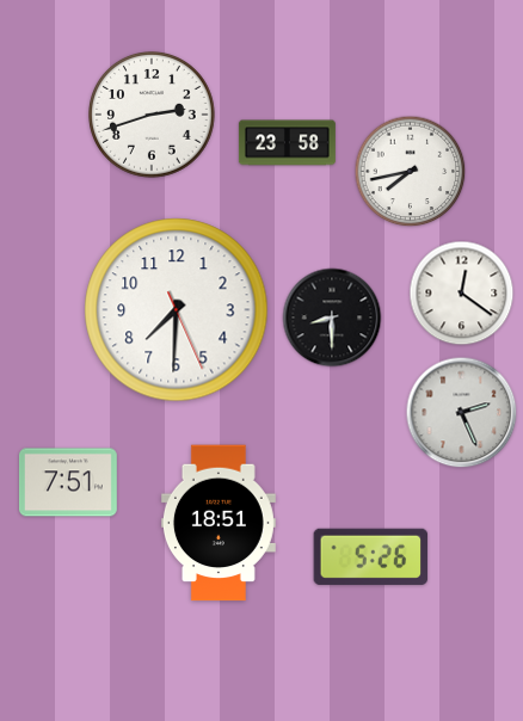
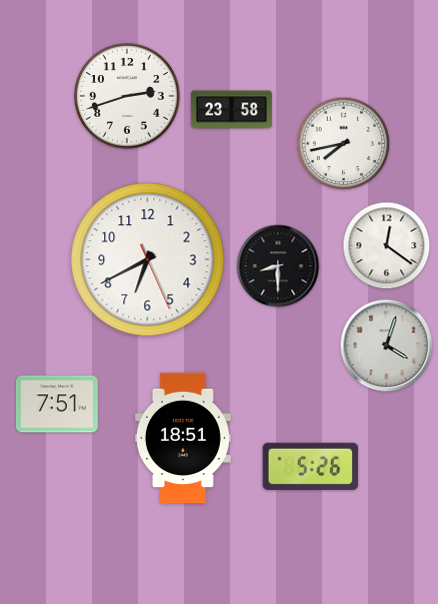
clock at (287, 143) position: (287, 143) -> (231, 110)
clock at (177, 310): 7:30 -> 6:40
clock at (462, 413): 2:26 -> 4:03
